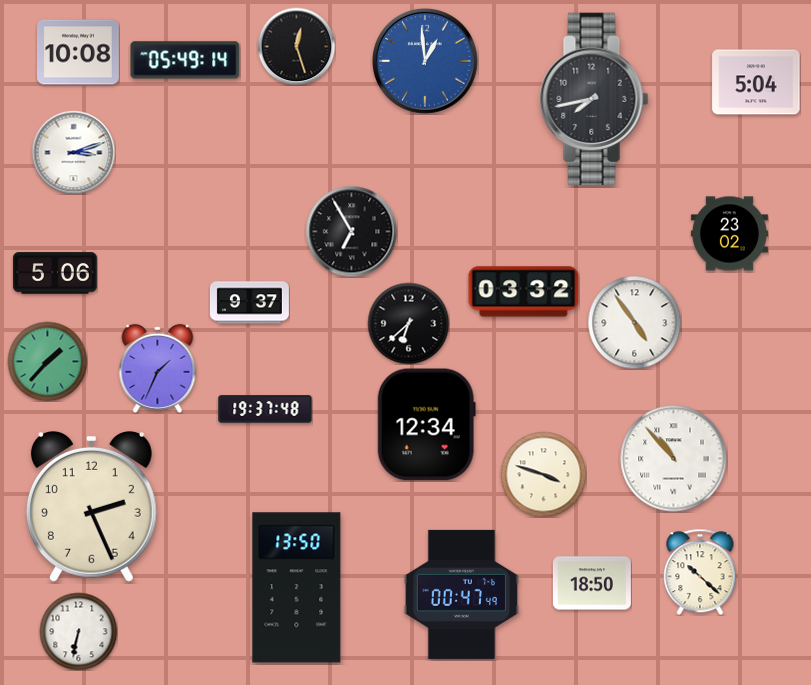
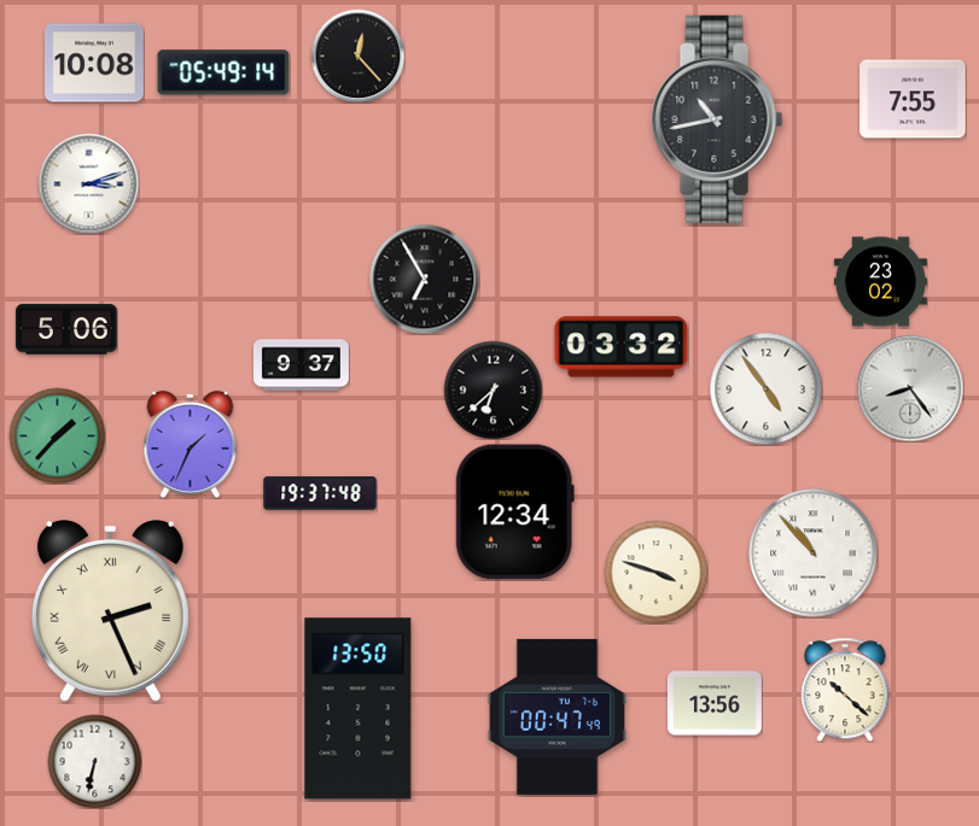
clock at (296, 46): 12:27 -> 12:23
clock at (425, 61): 12:59 -> none
clock at (756, 82): 5:04 -> 7:55
clock at (594, 99): 7:43 -> 10:43
clock at (524, 292) position: (524, 292) -> (622, 347)
clock at (910, 388): none -> 8:24
clock at (91, 507) numerals: Arabic -> Roman
clock at (592, 583): 18:50 -> 13:56
